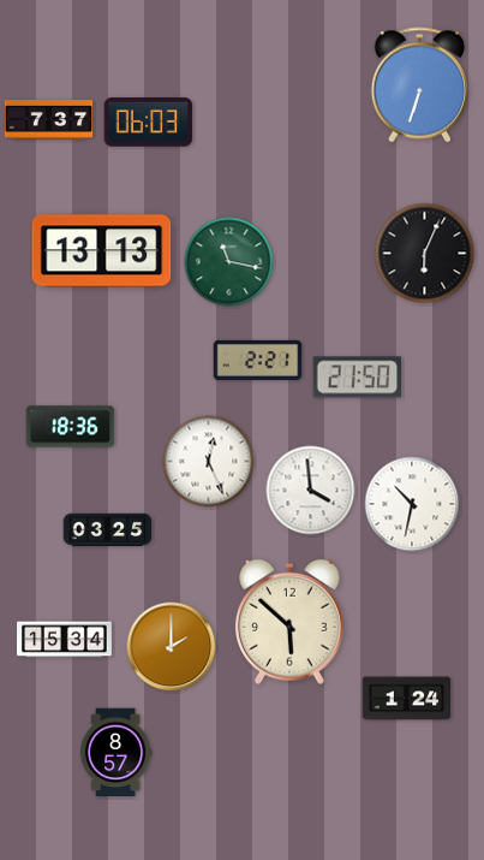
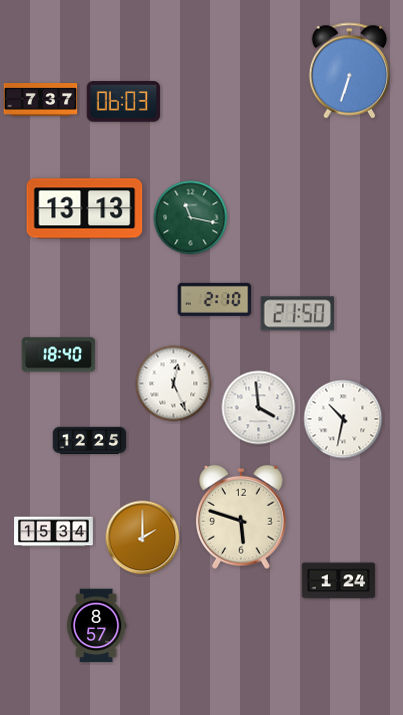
clock at (425, 254): 6:04 -> none
clock at (258, 360): 2:21 -> 2:10
clock at (71, 427): 18:36 -> 18:40
clock at (108, 530): 03:25 -> 12:25
clock at (289, 622): 5:52 -> 5:48
